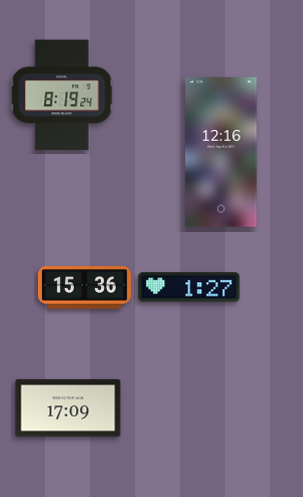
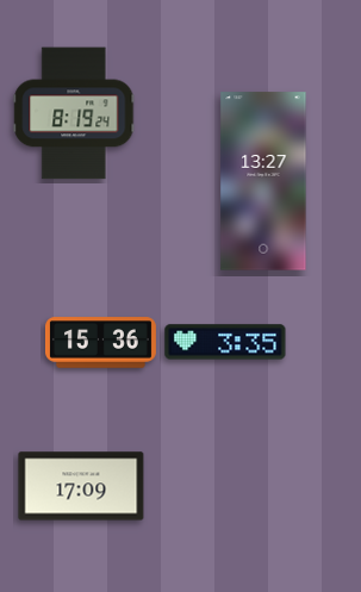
clock at (221, 152): 12:16 -> 13:27
clock at (189, 287): 1:27 -> 3:35
